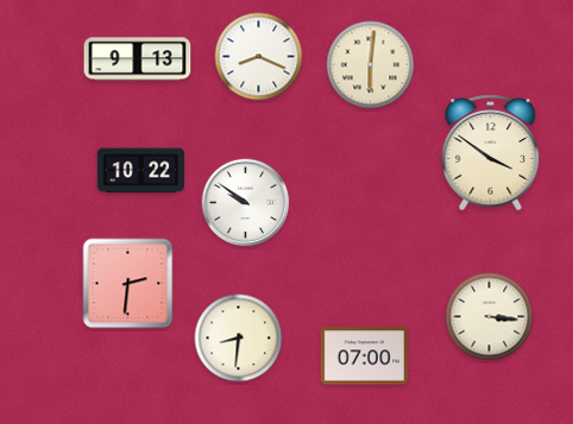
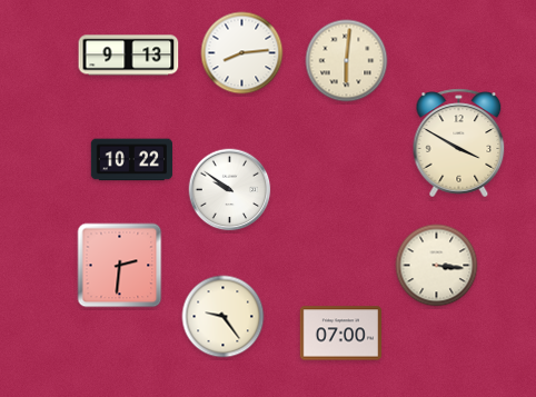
clock at (259, 57): 8:19 -> 8:14
clock at (491, 153): 3:51 -> 3:50
clock at (490, 317) position: (490, 317) -> (437, 266)
clock at (239, 338): 8:31 -> 9:24
